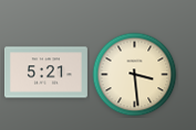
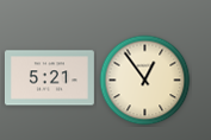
clock at (135, 75): 3:29 -> 12:54
